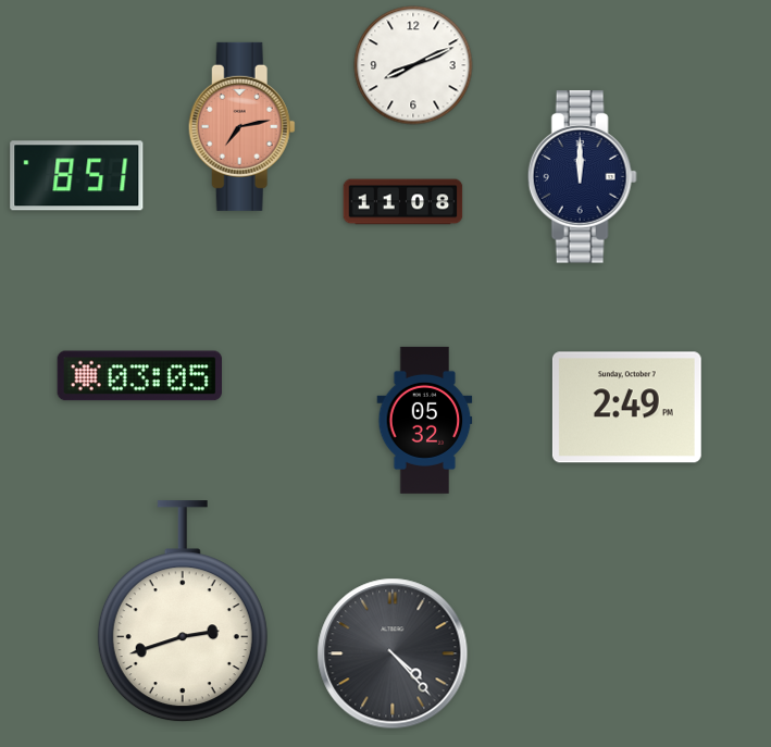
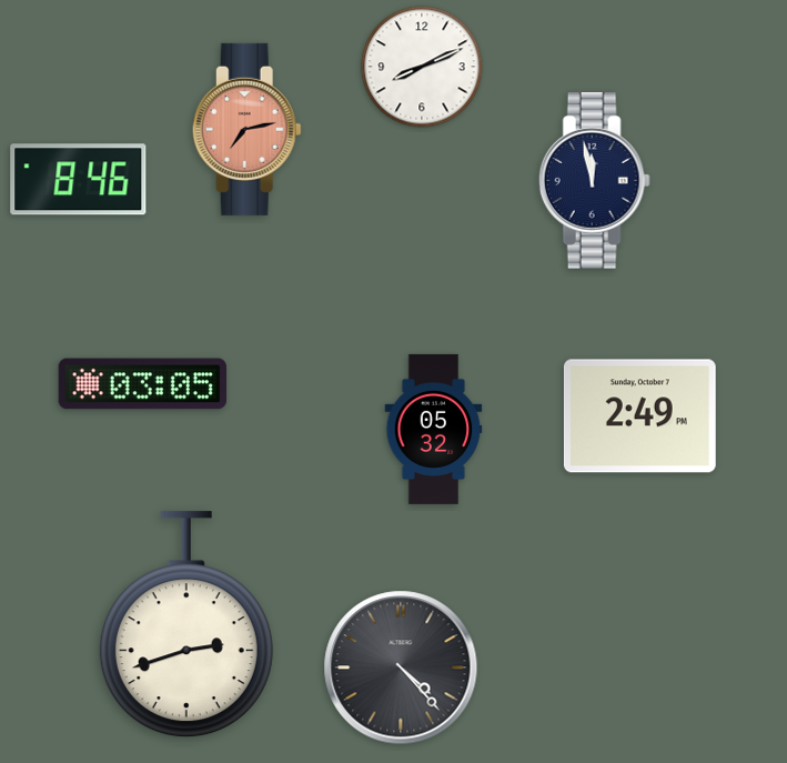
clock at (77, 176): 8:51 -> 8:46
clock at (582, 177): 12:00 -> 11:58
clock at (403, 202): 11:08 -> none
